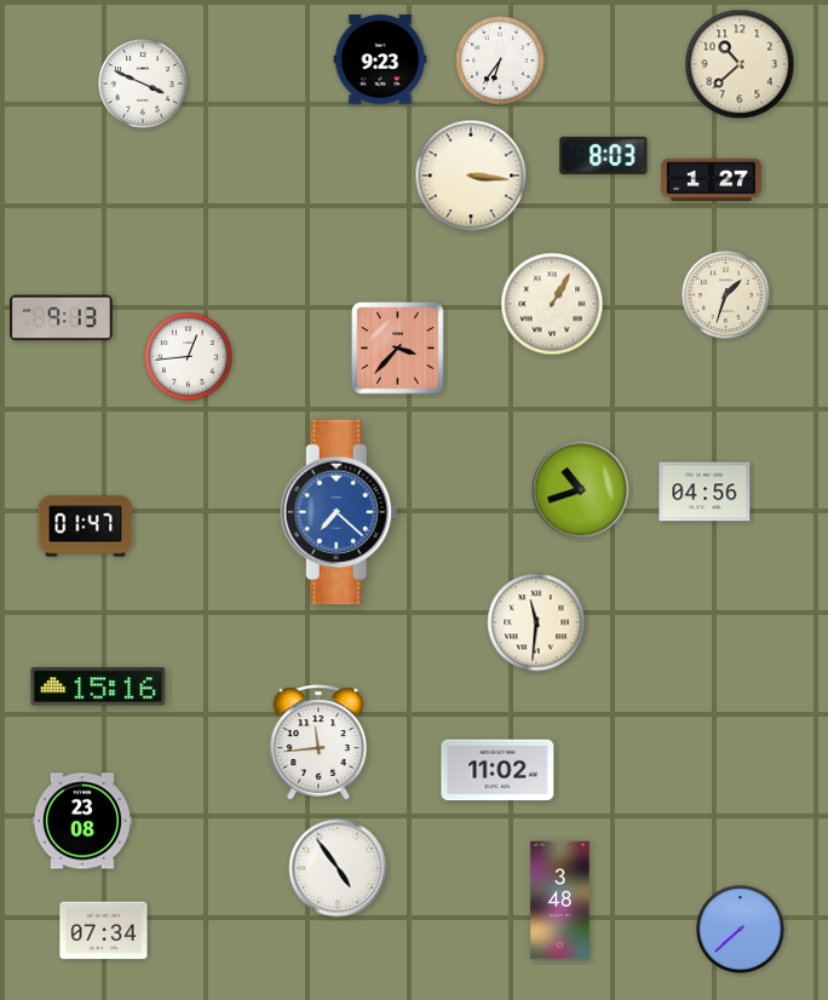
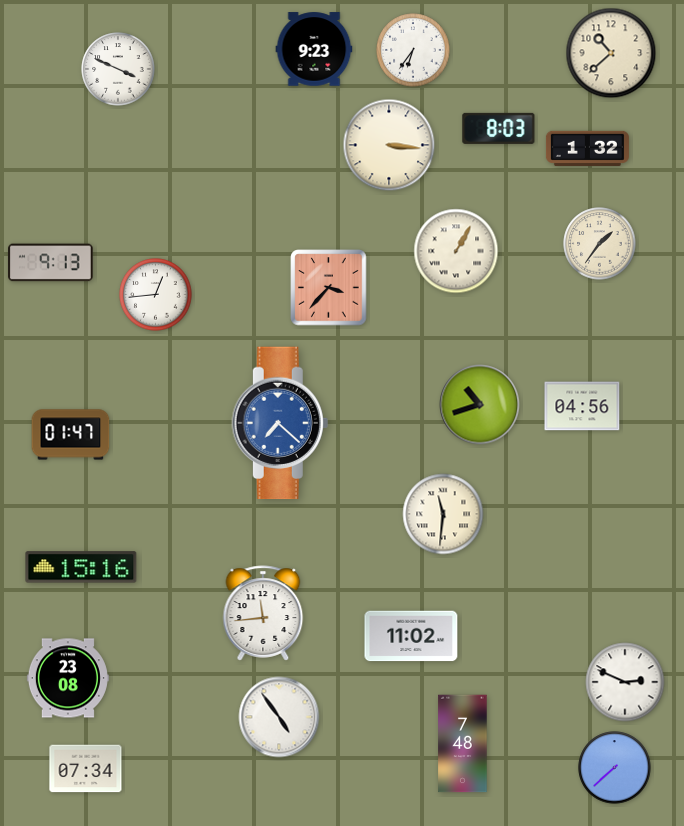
clock at (711, 179): 1:27 -> 1:32
clock at (726, 295): 1:33 -> 1:36
clock at (625, 682): none -> 2:49
clock at (560, 901): 3:48 -> 7:48
clock at (741, 930) position: (741, 930) -> (615, 768)
